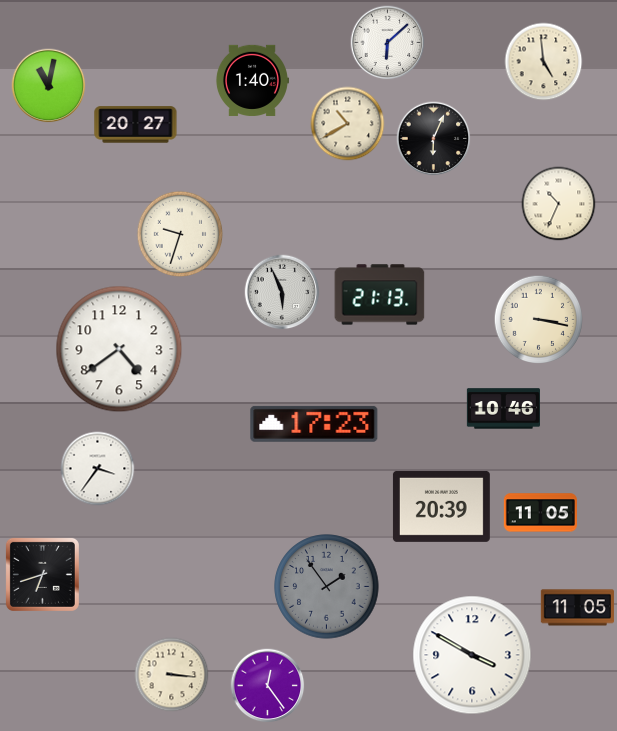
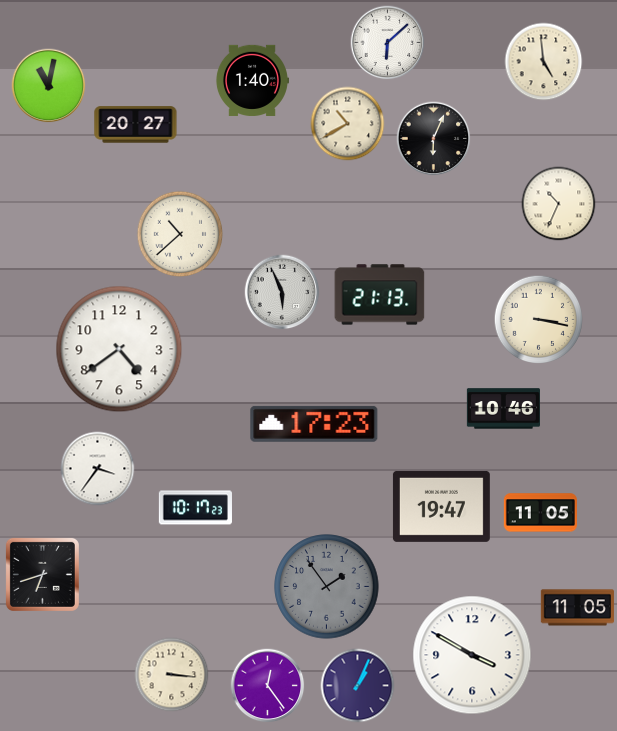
clock at (180, 234): 9:33 -> 10:38
clock at (441, 506): 20:39 -> 19:47
clock at (195, 508): none -> 10:17
clock at (358, 686): none -> 1:04
